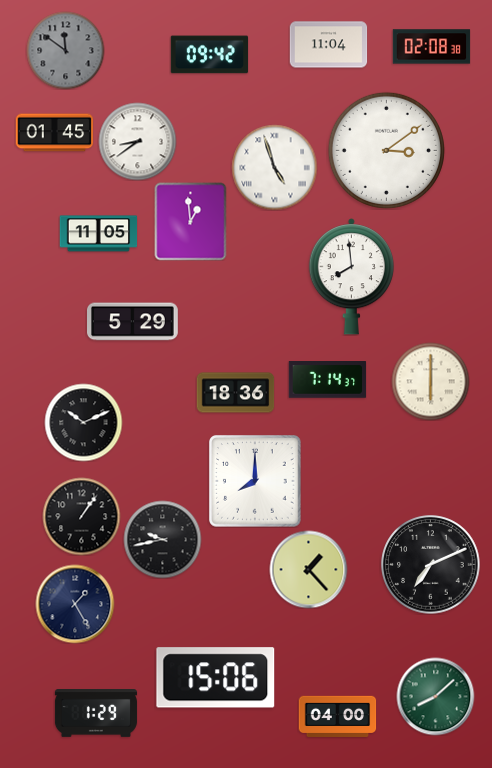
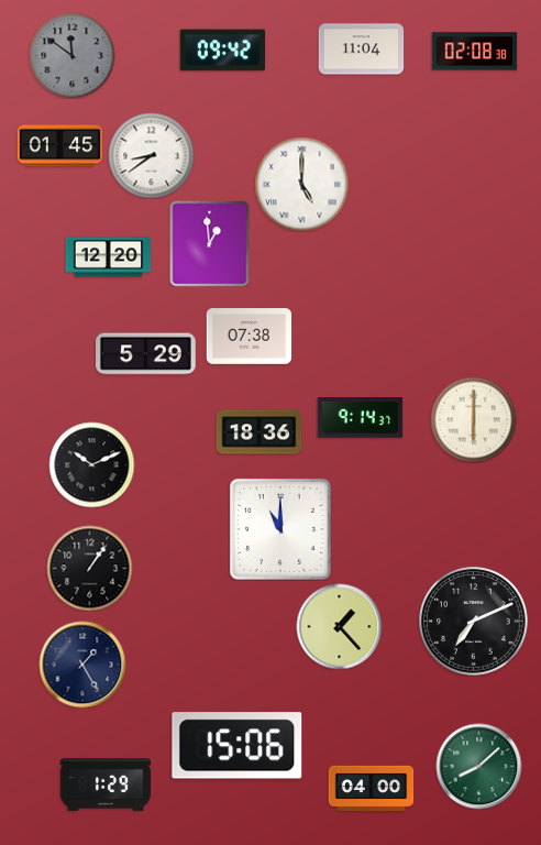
clock at (209, 55) position: (209, 55) -> (222, 51)
clock at (386, 150): 3:09 -> none
clock at (274, 167): 4:57 -> 5:00
clock at (98, 234): 11:05 -> 12:20
clock at (351, 277): 7:59 -> none
clock at (249, 337): none -> 07:38
clock at (327, 380): 7:14 -> 9:14
clock at (255, 481): 8:00 -> 11:00
clock at (162, 539): 9:43 -> none
